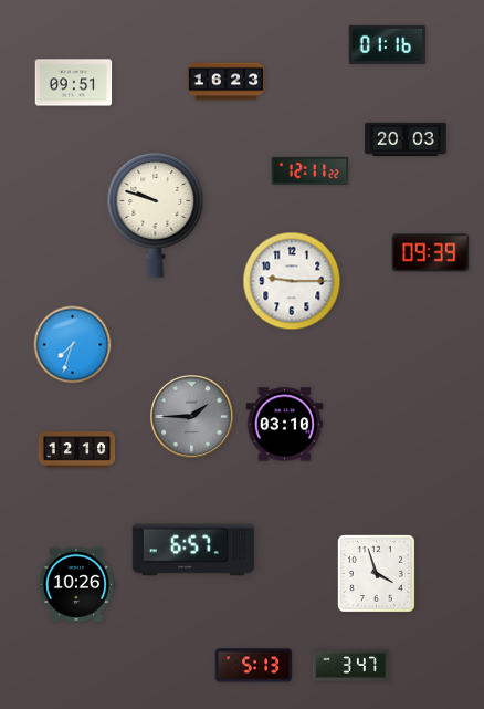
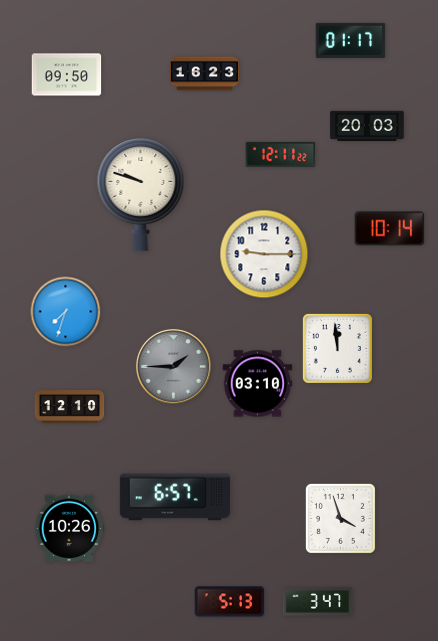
clock at (388, 44): 01:16 -> 01:17
clock at (74, 83): 09:51 -> 09:50
clock at (431, 253): 09:39 -> 10:14
clock at (337, 348): none -> 11:59
clock at (192, 417) position: (192, 417) -> (174, 367)
